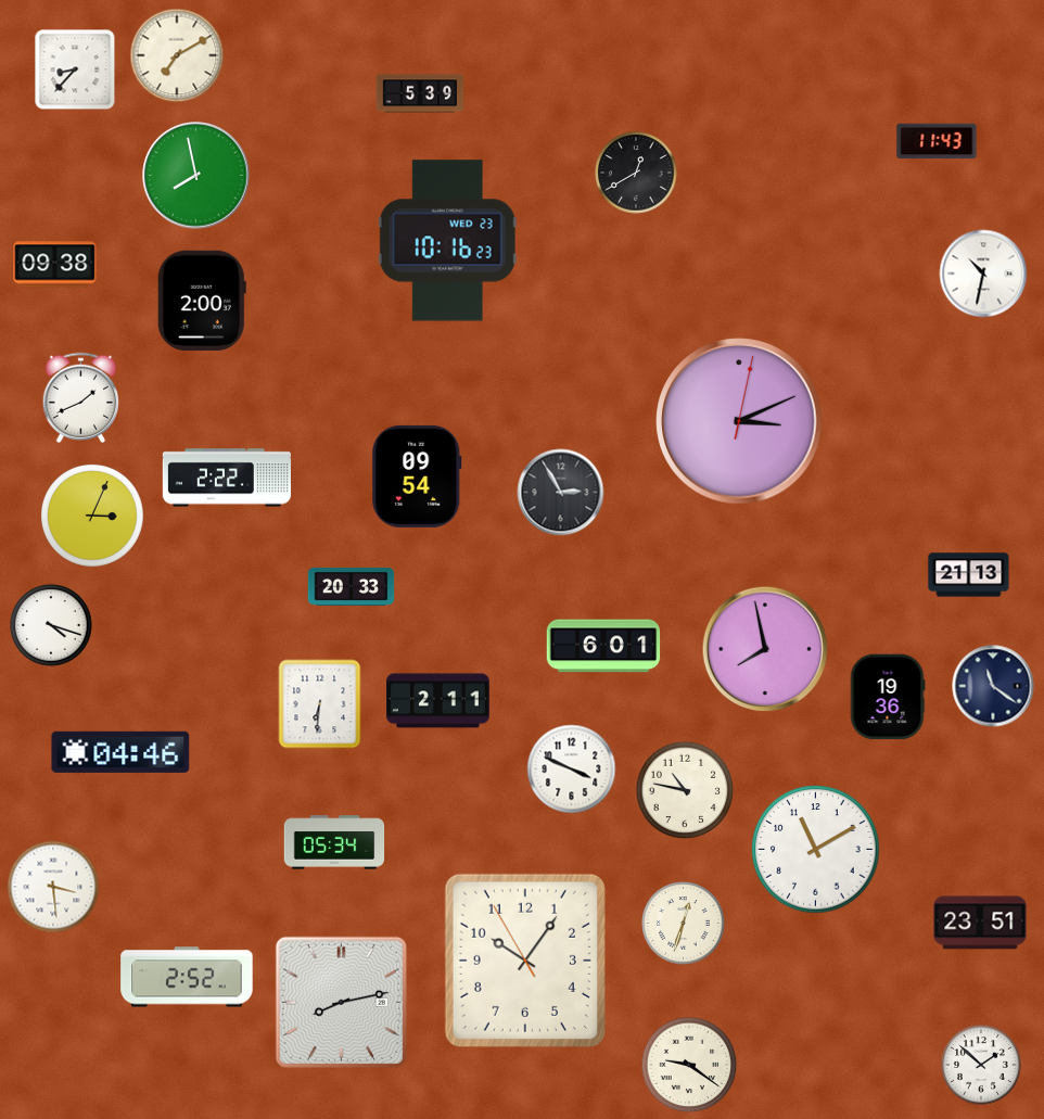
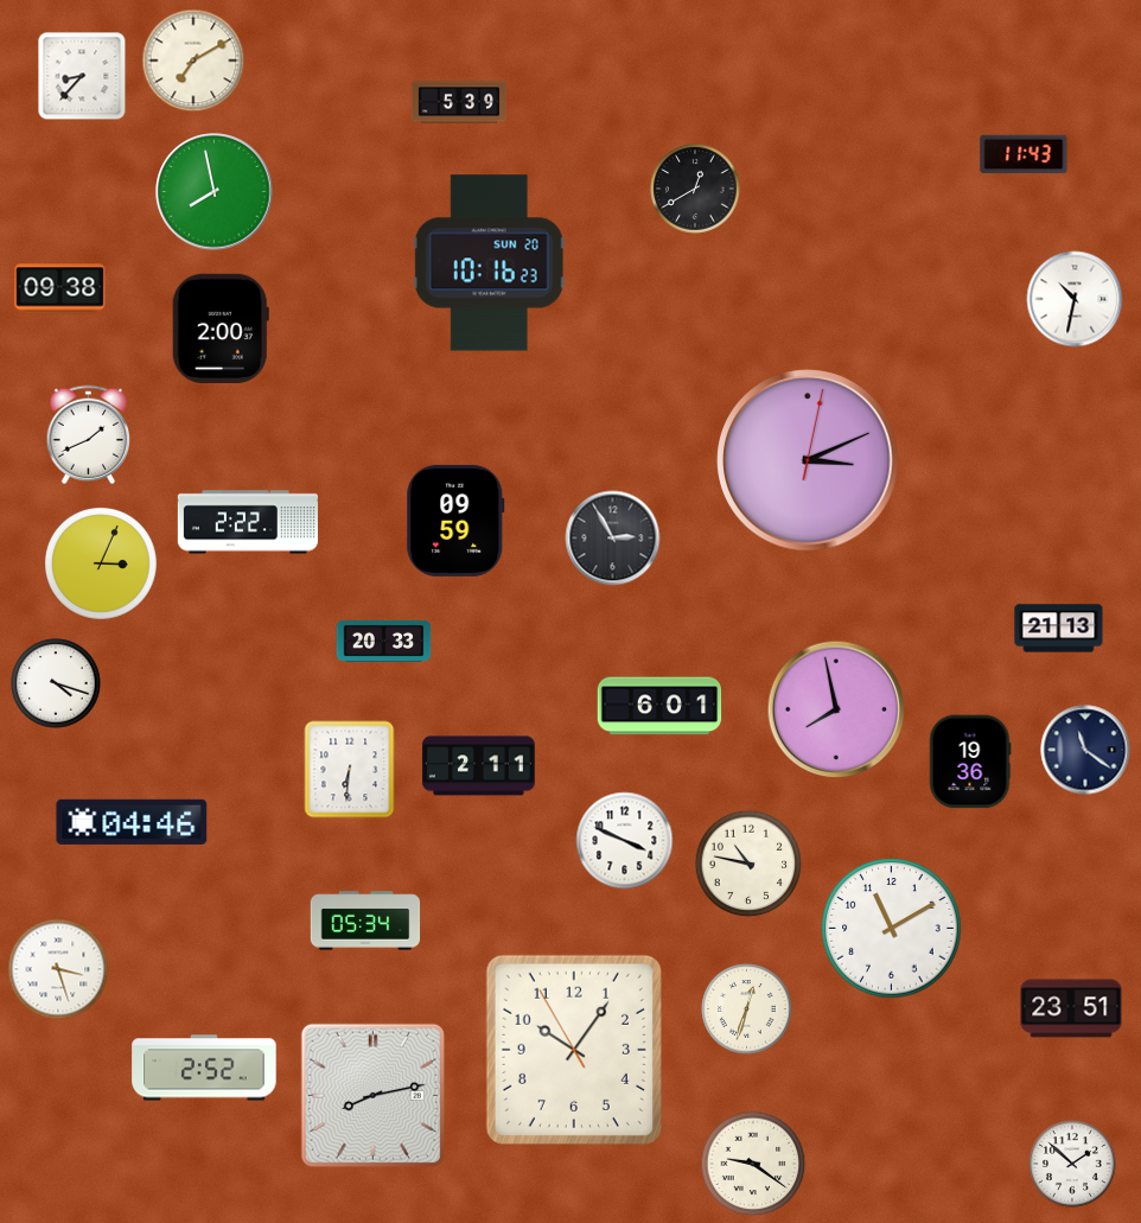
clock at (447, 241) date: WED 23 -> SUN 20
clock at (417, 476): 09:54 -> 09:59
clock at (53, 887): 3:29 -> 3:27
